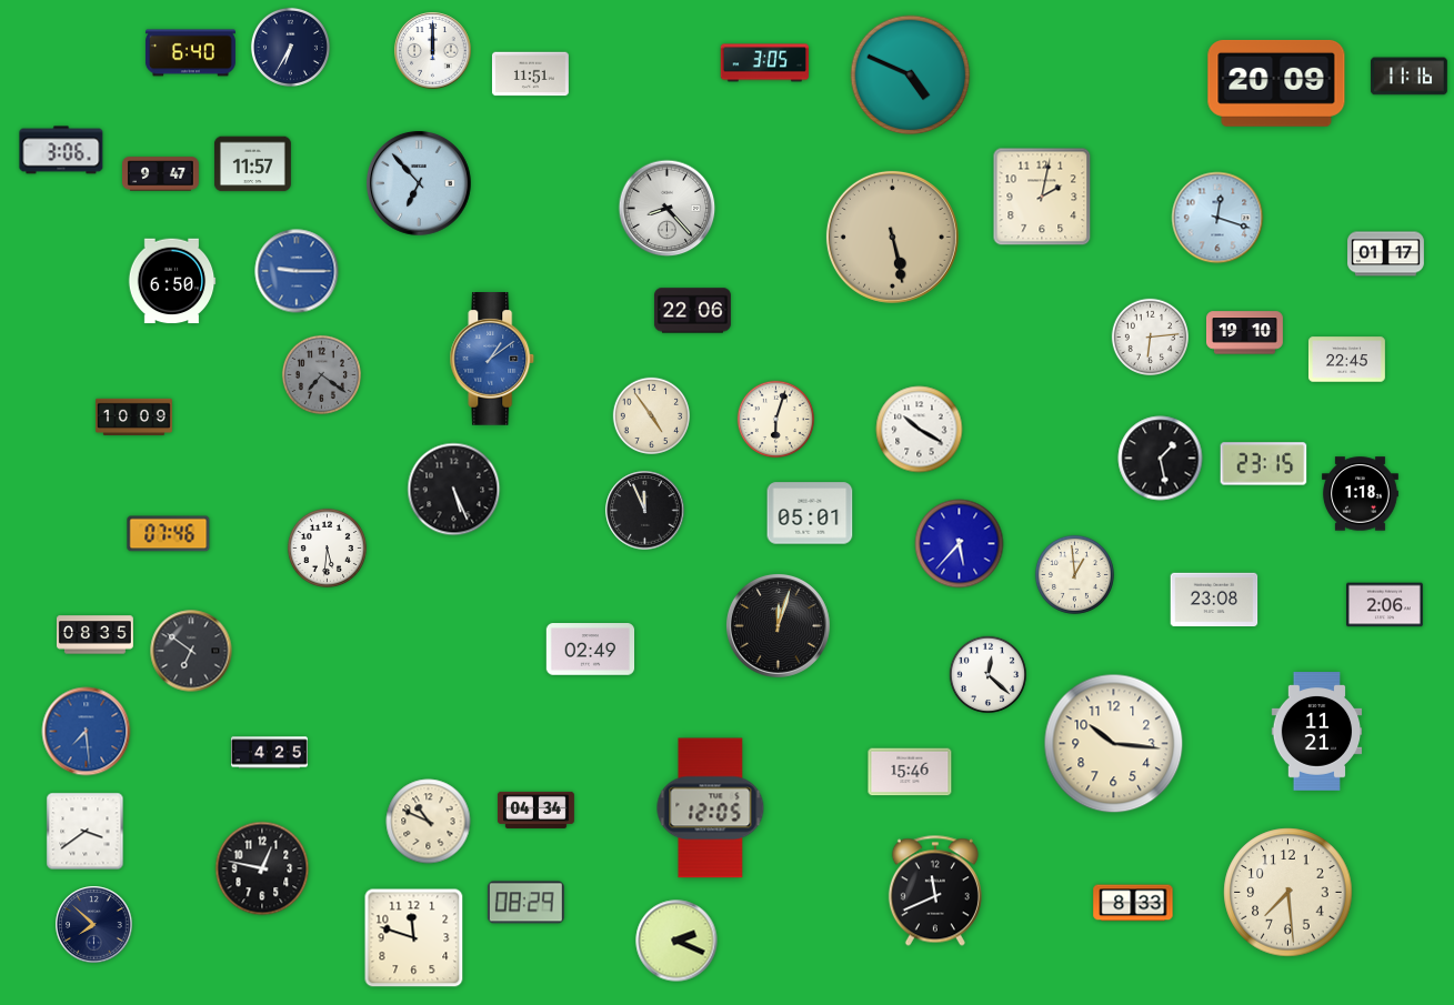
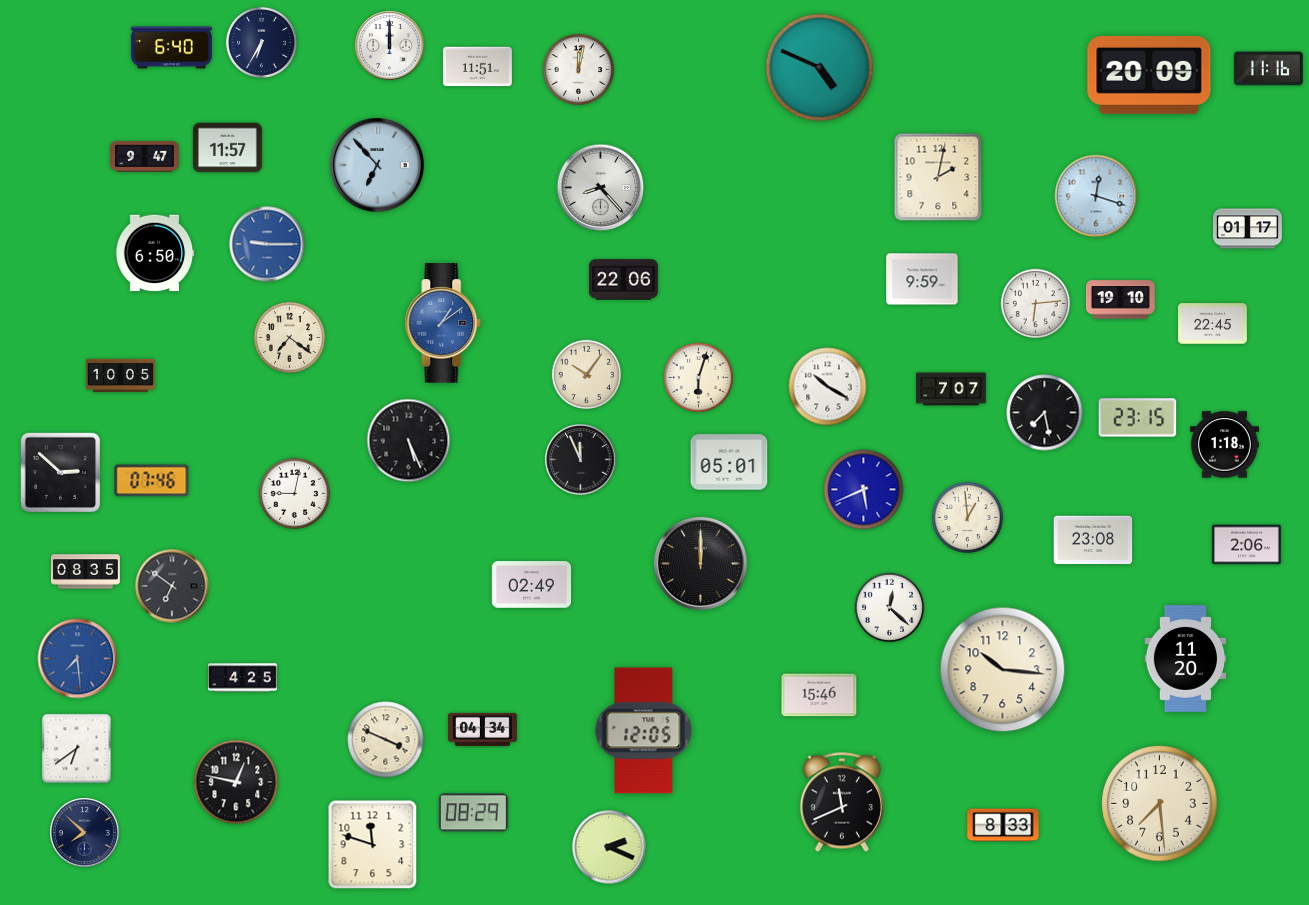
clock at (765, 63): 3:05 -> none
clock at (578, 69): none -> 12:02
clock at (61, 150): 3:06 -> none
clock at (892, 237): 5:28 -> none
clock at (922, 279): none -> 9:59
clock at (321, 374) dial: grey -> cream
clock at (651, 415): 4:54 -> 10:06
clock at (134, 416): 10:09 -> 10:05
clock at (951, 389): none -> 7:07
clock at (1161, 459): 1:28 -> 7:28
clock at (60, 472): none -> 2:52
clock at (960, 544): 5:37 -> 5:41
clock at (327, 547): 5:31 -> 9:02
clock at (778, 625): 12:03 -> 12:00
clock at (1317, 732): 11:21 -> 11:20
clock at (711, 808) position: (711, 808) -> (644, 731)
clock at (429, 822): 10:49 -> 3:49
clock at (86, 832): 3:39 -> 6:39
clock at (1133, 903) position: (1133, 903) -> (1003, 825)
